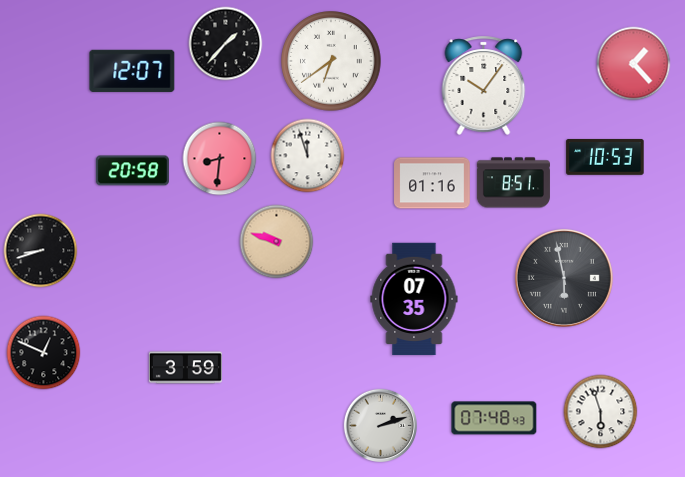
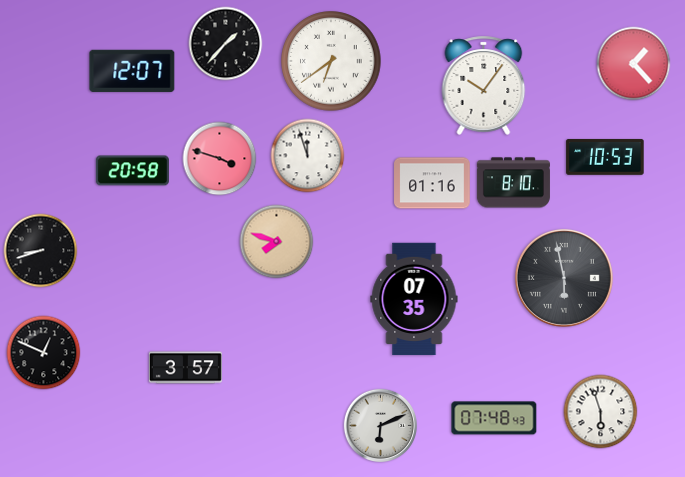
clock at (220, 159): 8:31 -> 3:48
clock at (513, 183): 8:51 -> 8:10
clock at (277, 242): 9:48 -> 7:48
clock at (185, 368): 3:59 -> 3:57
clock at (381, 426): 2:12 -> 6:11
